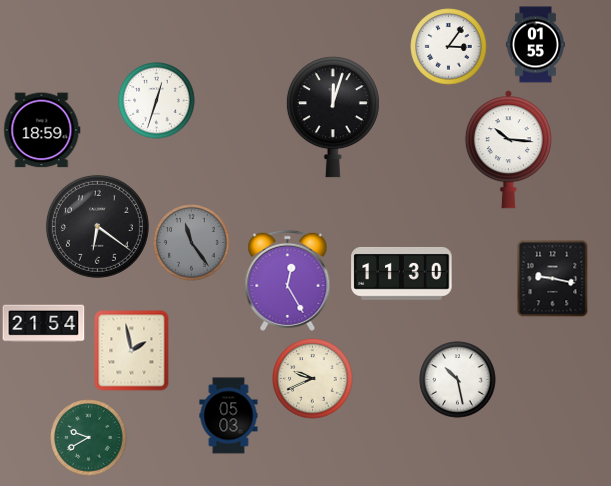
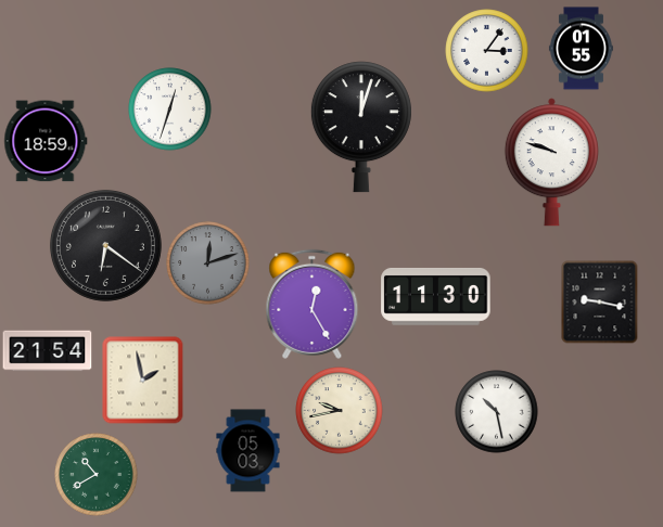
clock at (508, 150): 10:16 -> 9:48
clock at (192, 243): 11:24 -> 12:12
clock at (313, 379): 9:41 -> 9:43
clock at (89, 438): 9:40 -> 10:40
